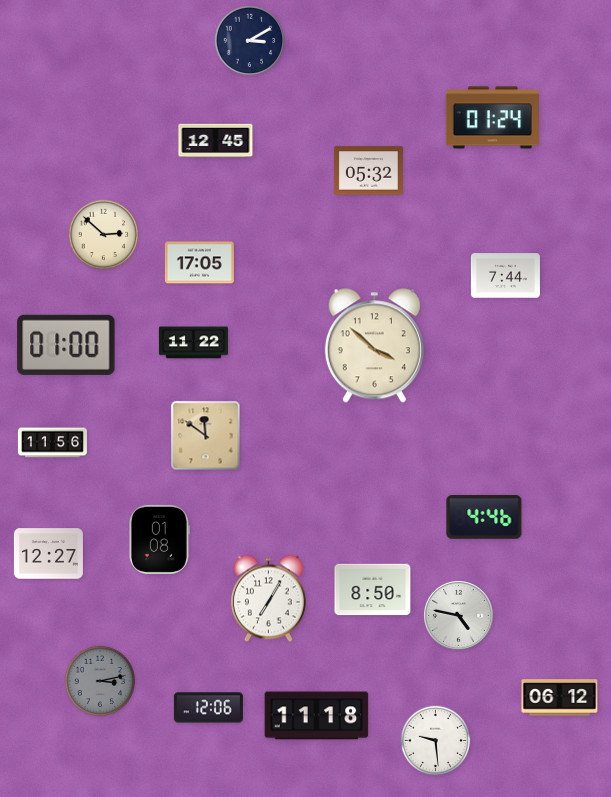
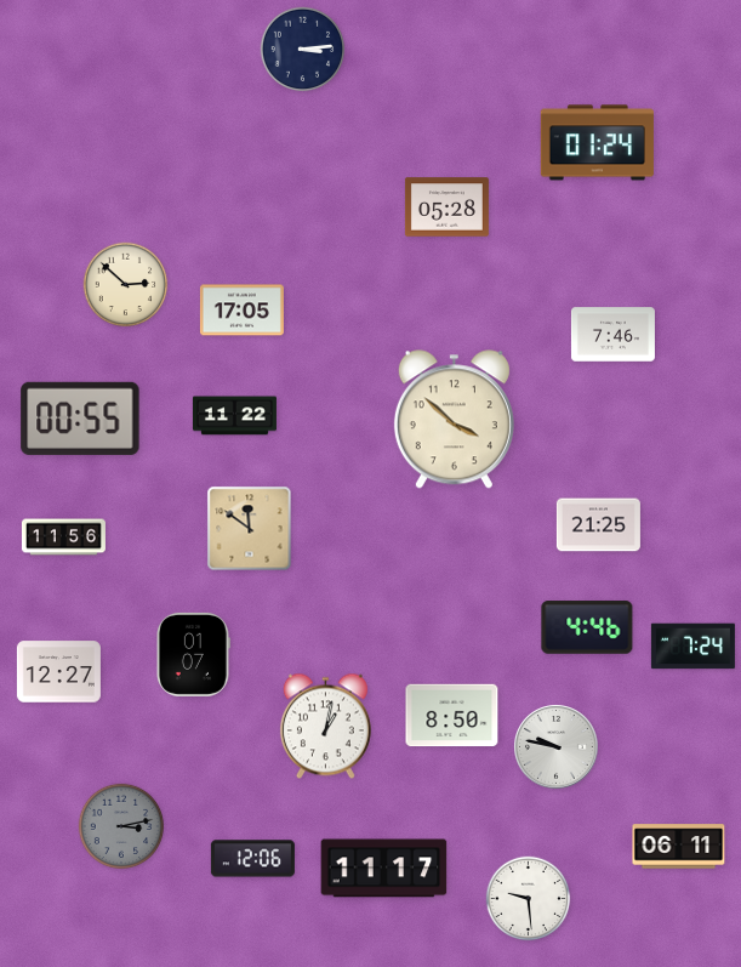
clock at (250, 41): 3:10 -> 3:14
clock at (216, 141): 12:45 -> none
clock at (368, 171): 05:32 -> 05:28
clock at (199, 263) position: (199, 263) -> (241, 311)
clock at (505, 276): 7:44 -> 7:46
clock at (66, 345): 01:00 -> 00:55
clock at (598, 525): none -> 21:25
clock at (692, 647): none -> 7:24
clock at (159, 539): 01:08 -> 01:07
clock at (268, 599): 7:05 -> 1:02
clock at (459, 616): 4:47 -> 9:47
clock at (560, 698): 06:12 -> 06:11
clock at (317, 716): 11:18 -> 11:17
